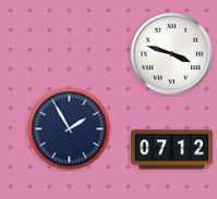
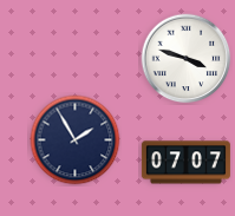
clock at (171, 150): 07:12 -> 07:07
